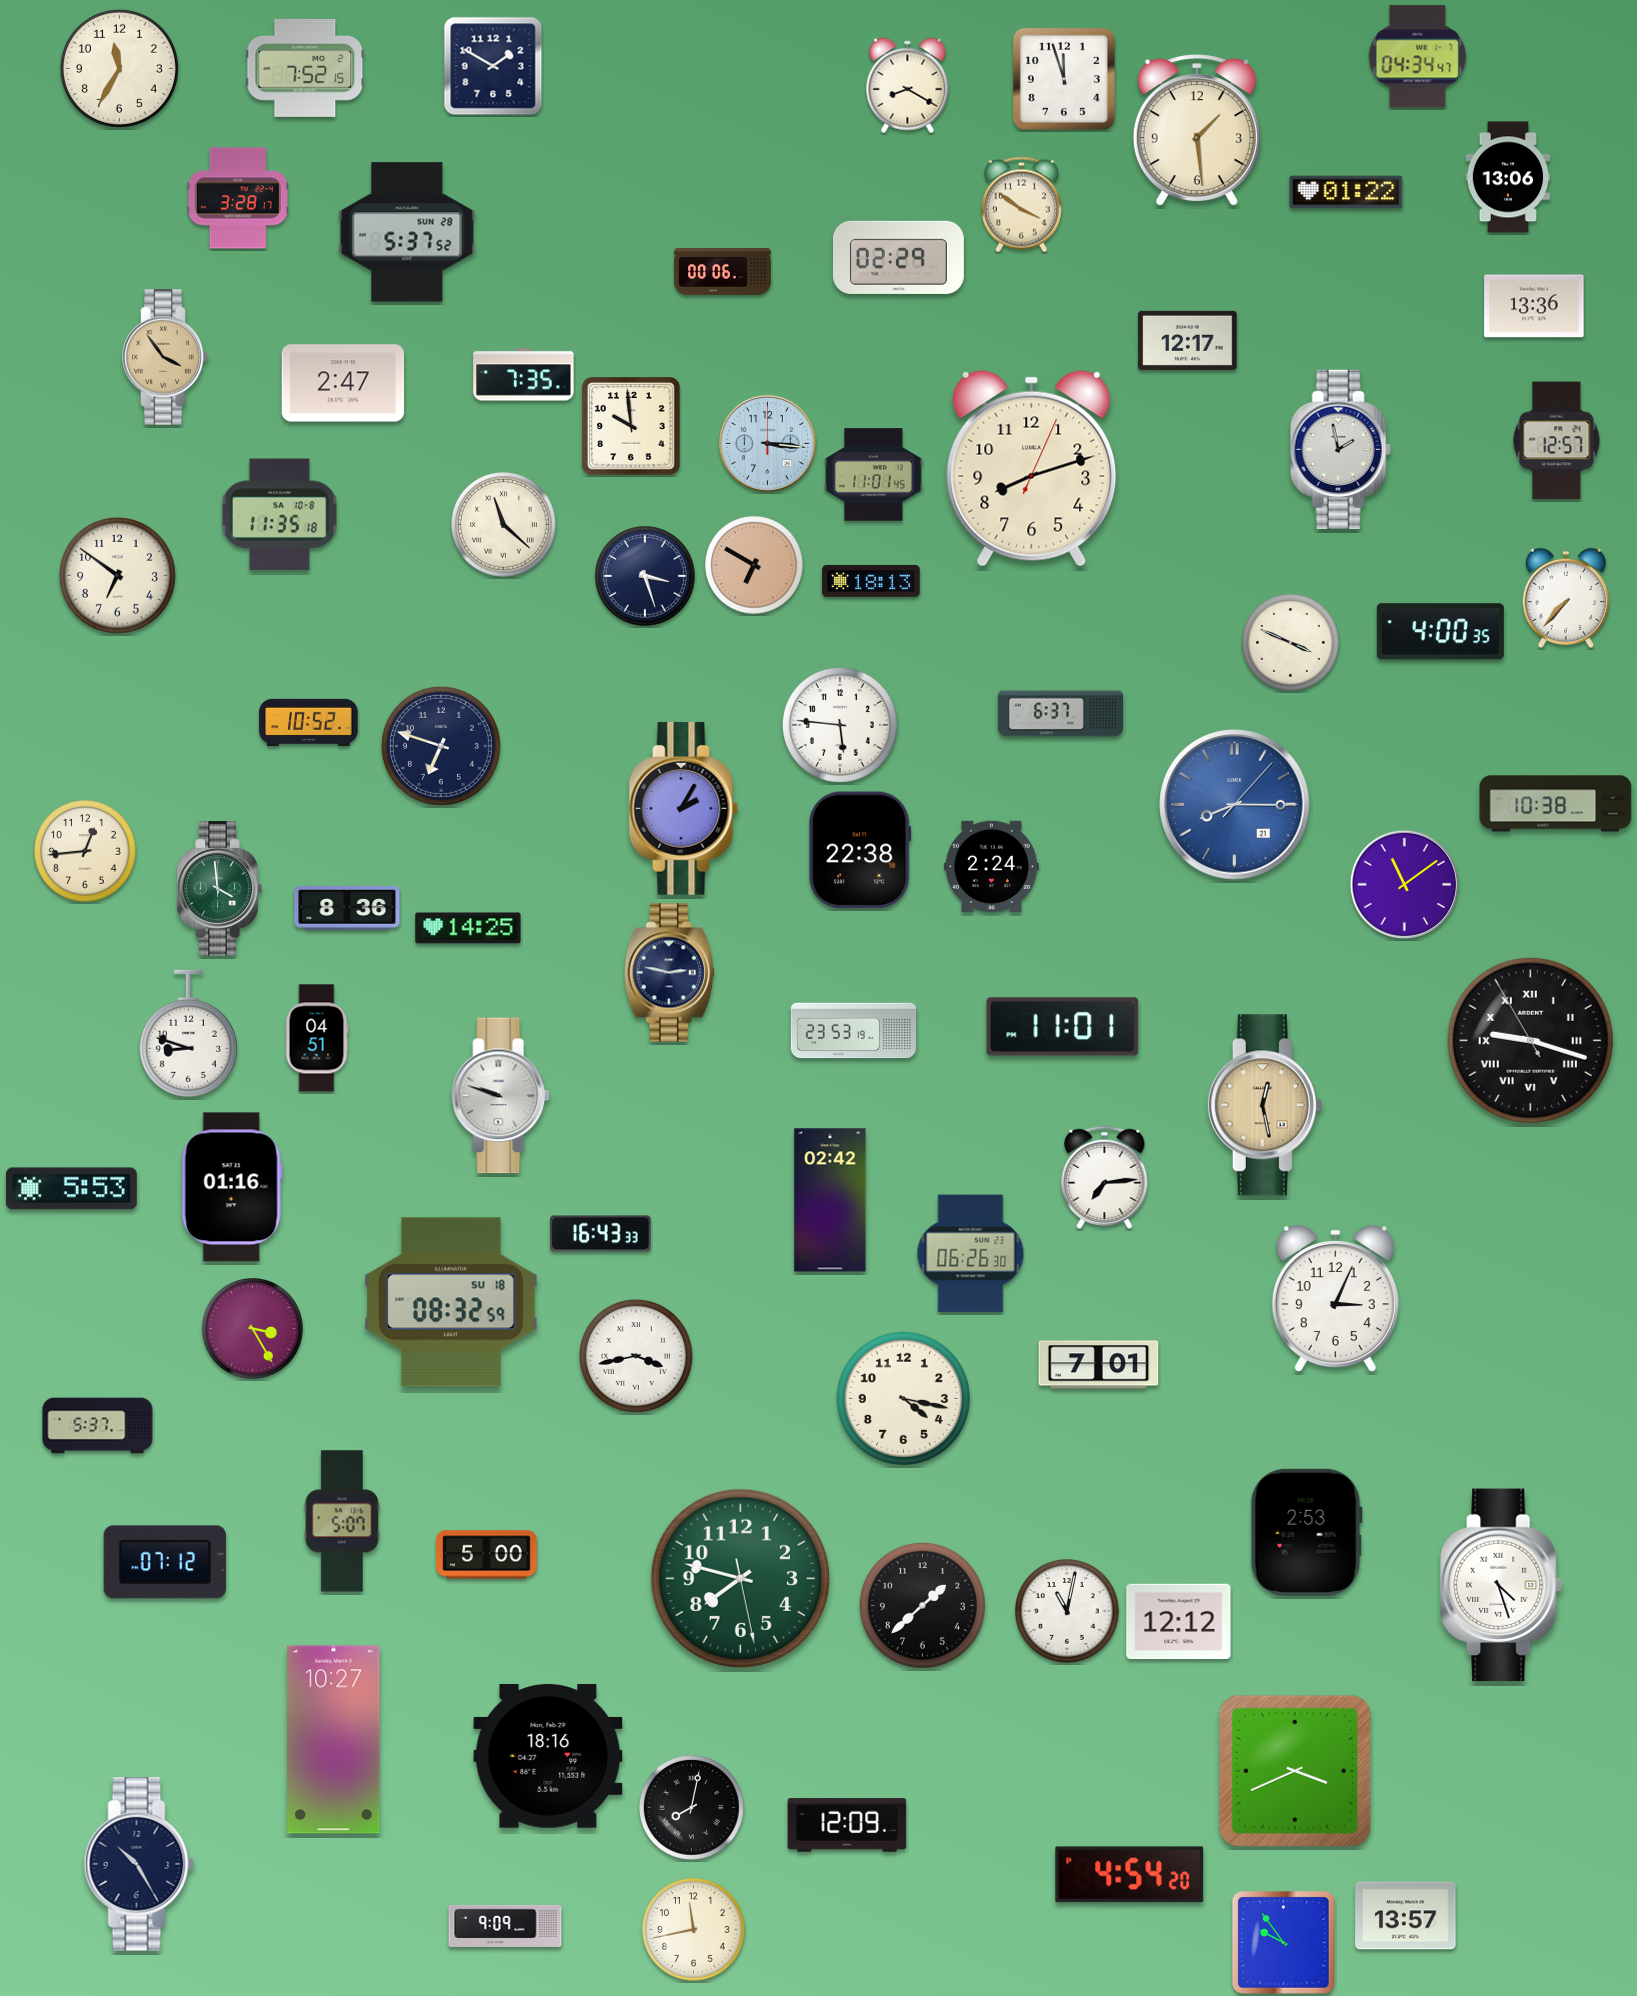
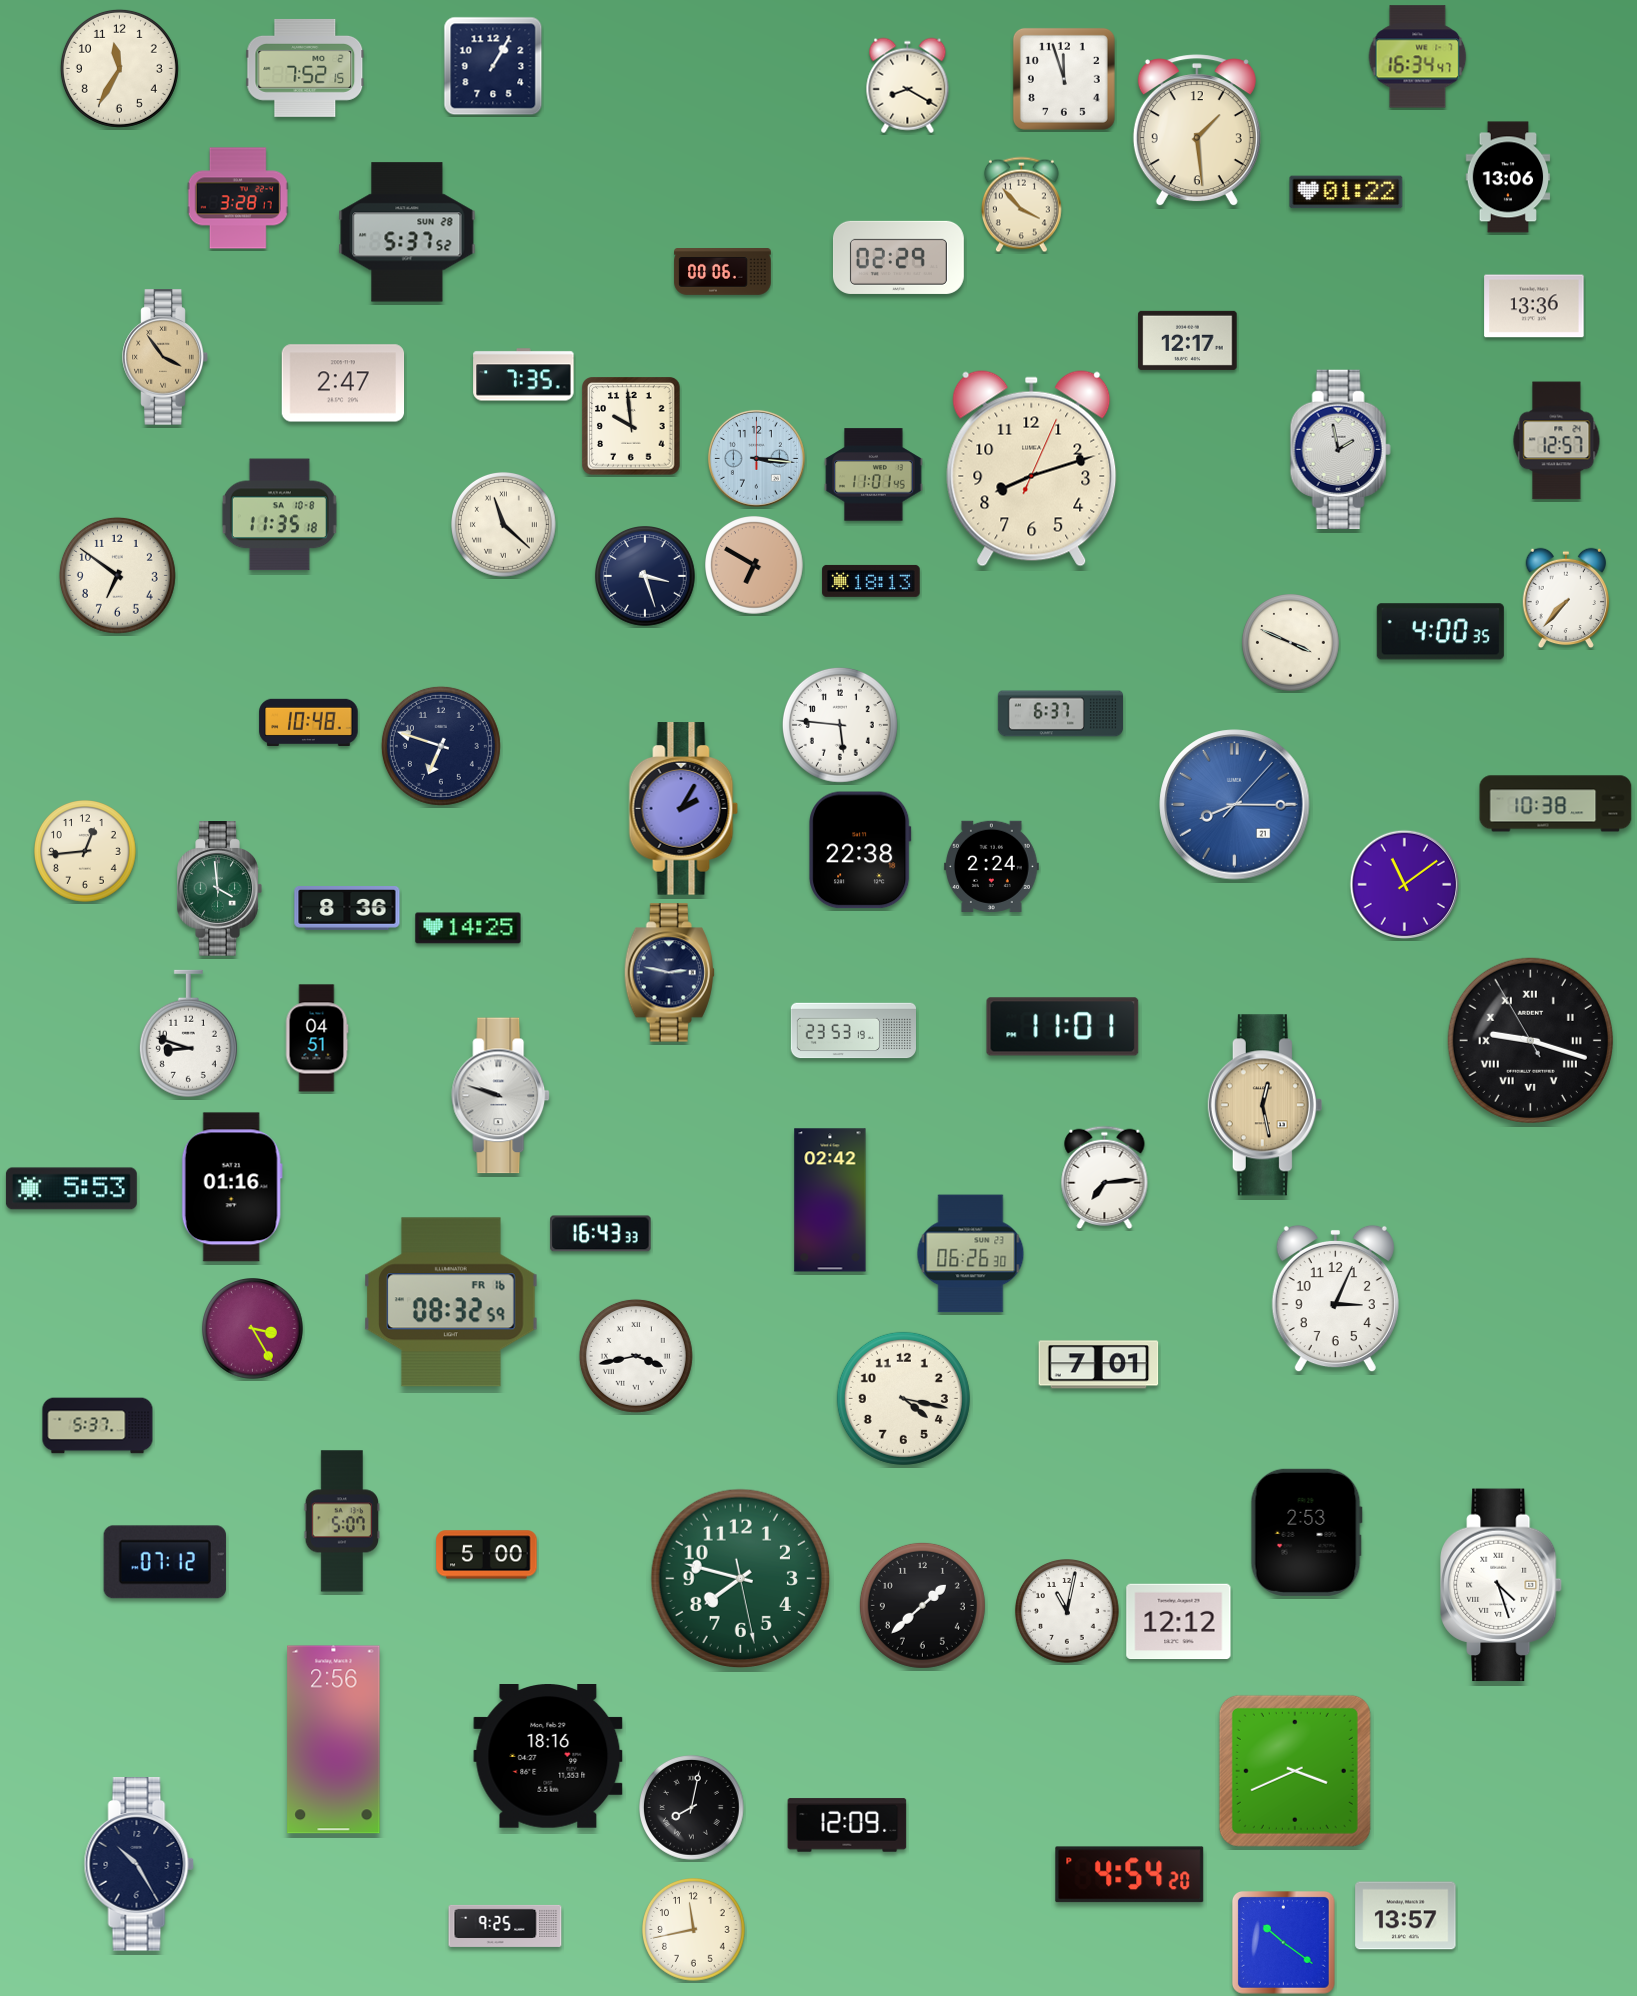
clock at (1418, 57): 04:34 -> 16:34
clock at (493, 66): 1:50 -> 1:05
clock at (1021, 205): 3:51 -> 3:53
clock at (767, 443) position: (767, 443) -> (756, 458)
clock at (309, 723): 10:52 -> 10:48
clock at (451, 1302) date: SU 18 -> FR 16
clock at (334, 1740): 10:27 -> 2:56
clock at (505, 1926): 9:09 -> 9:25
clock at (1283, 1942): 9:54 -> 10:21
